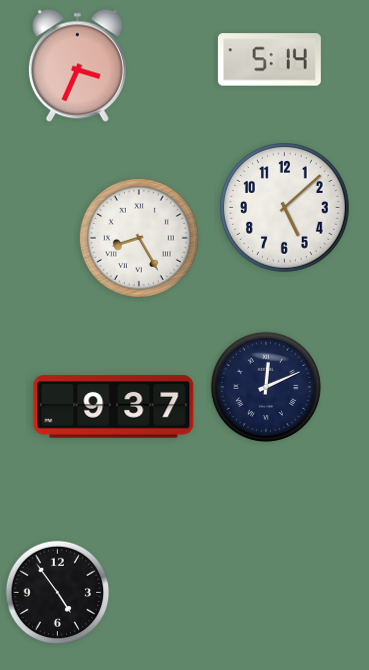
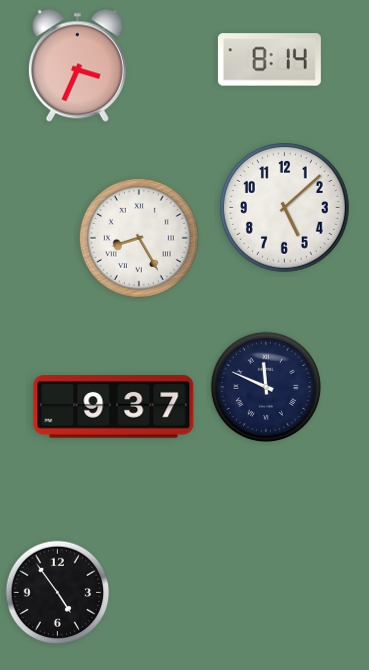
clock at (269, 60): 5:14 -> 8:14
clock at (266, 387): 12:11 -> 11:49
